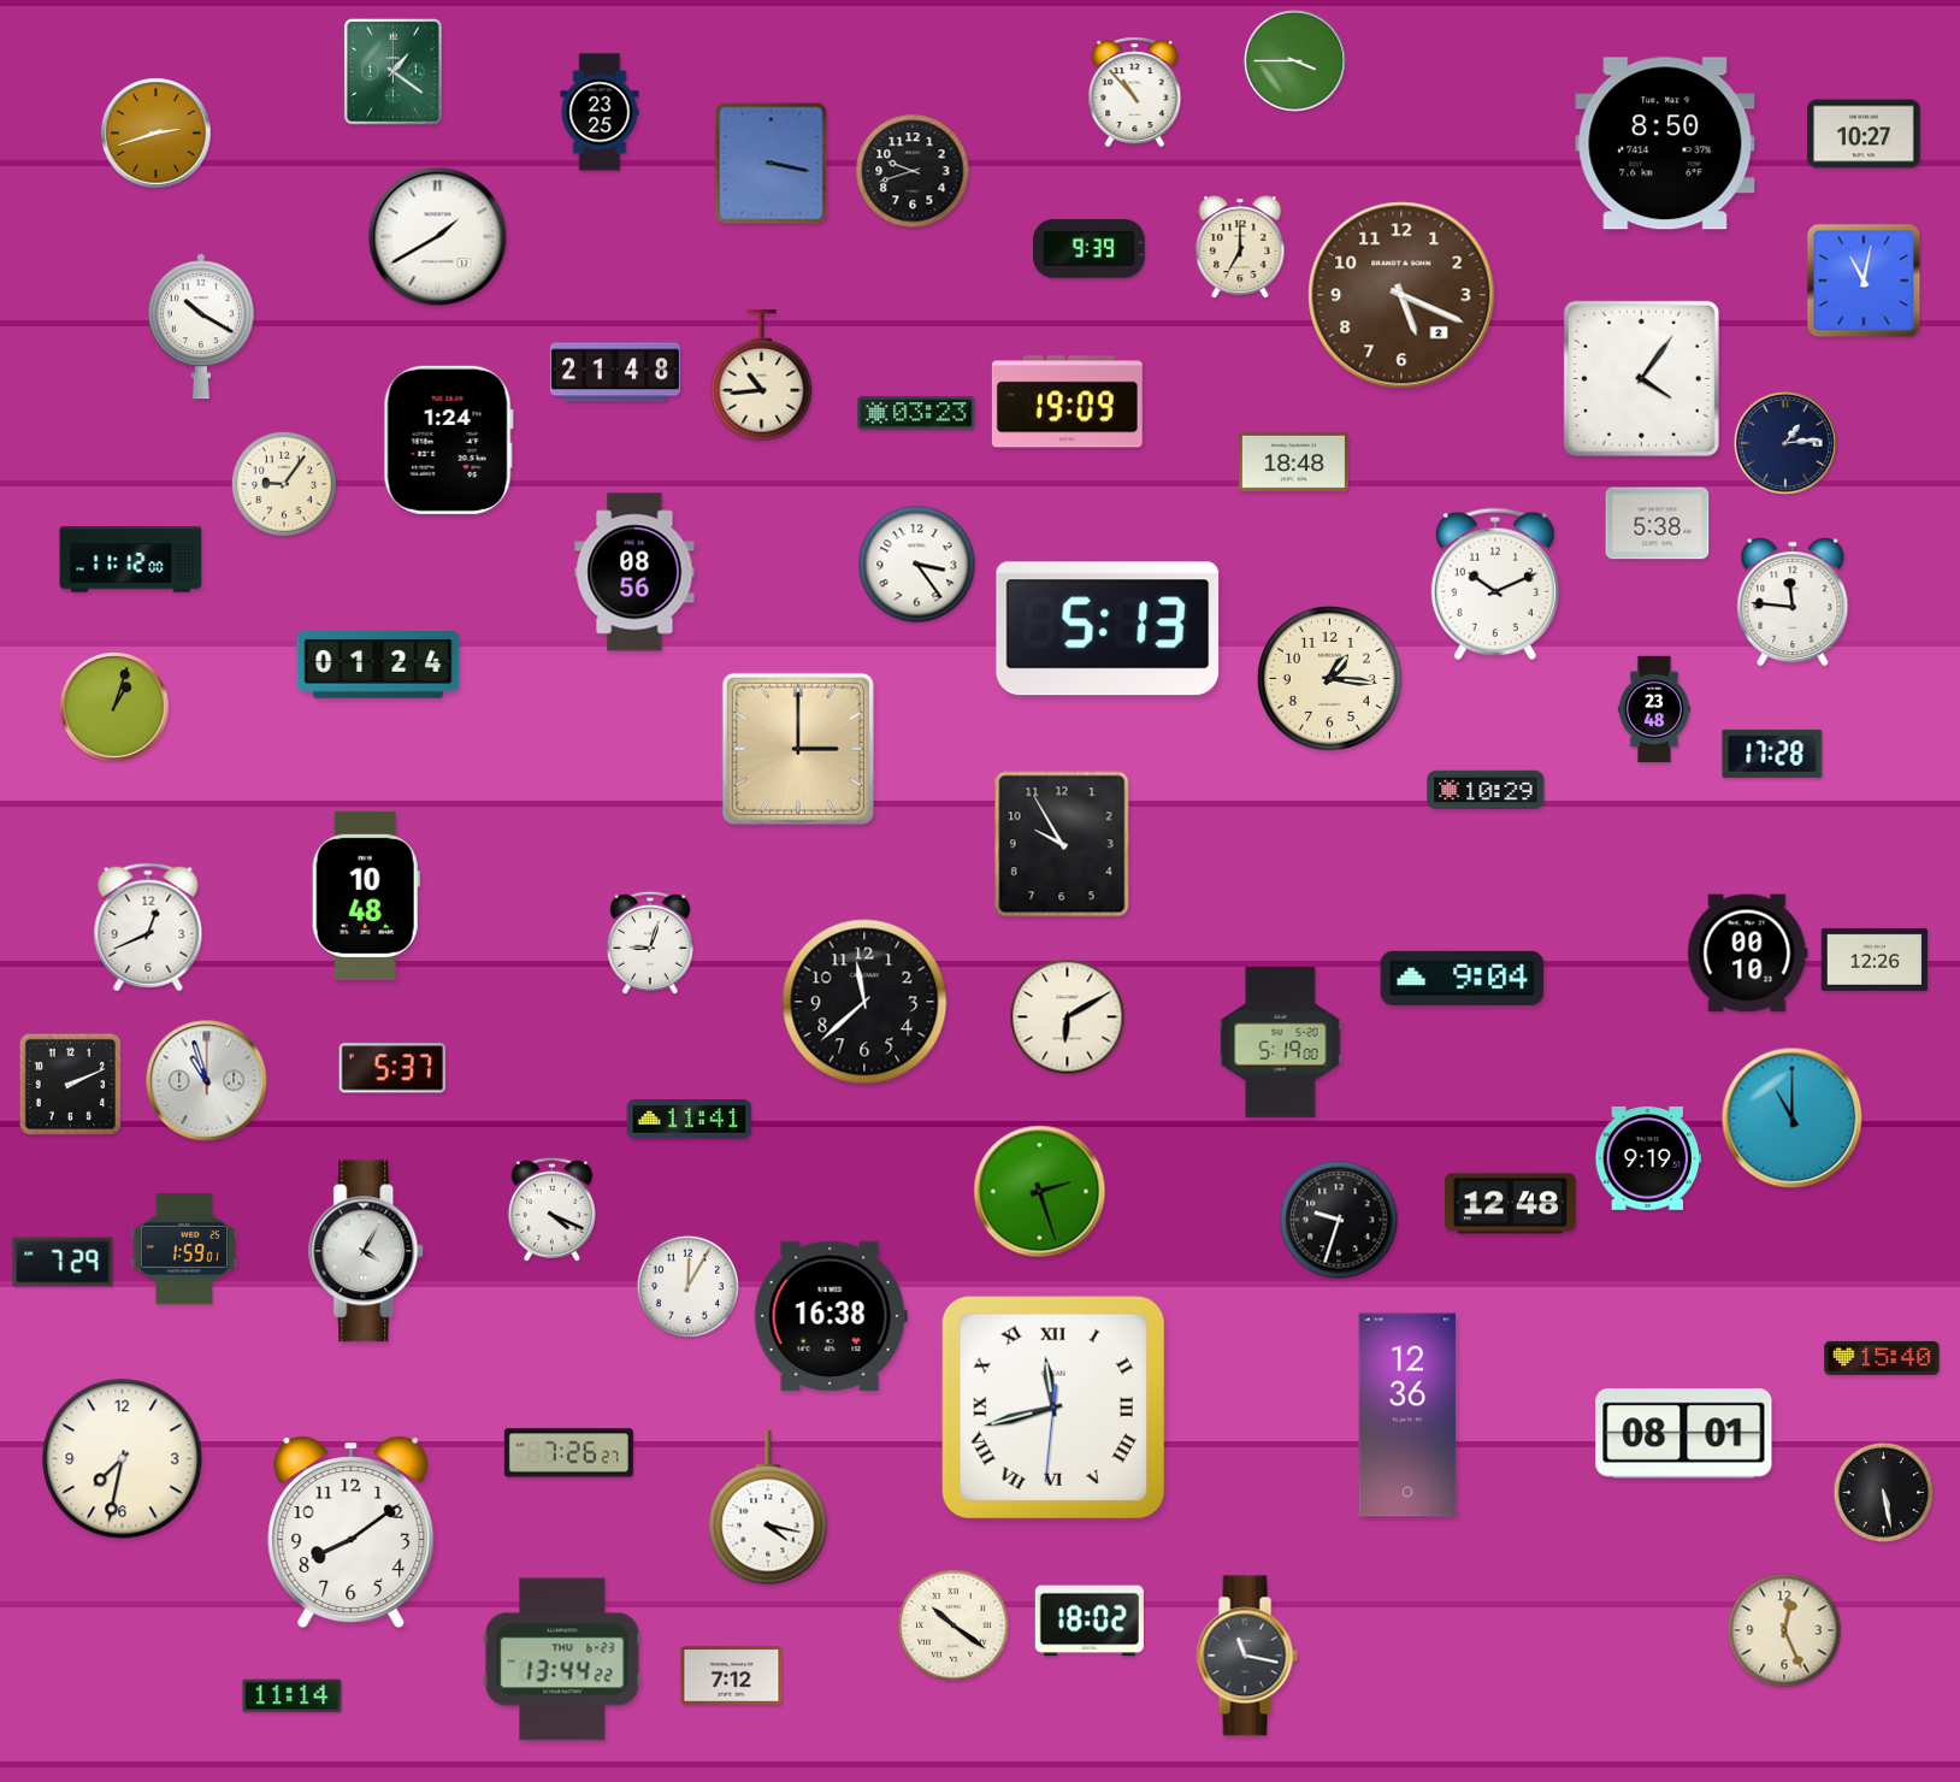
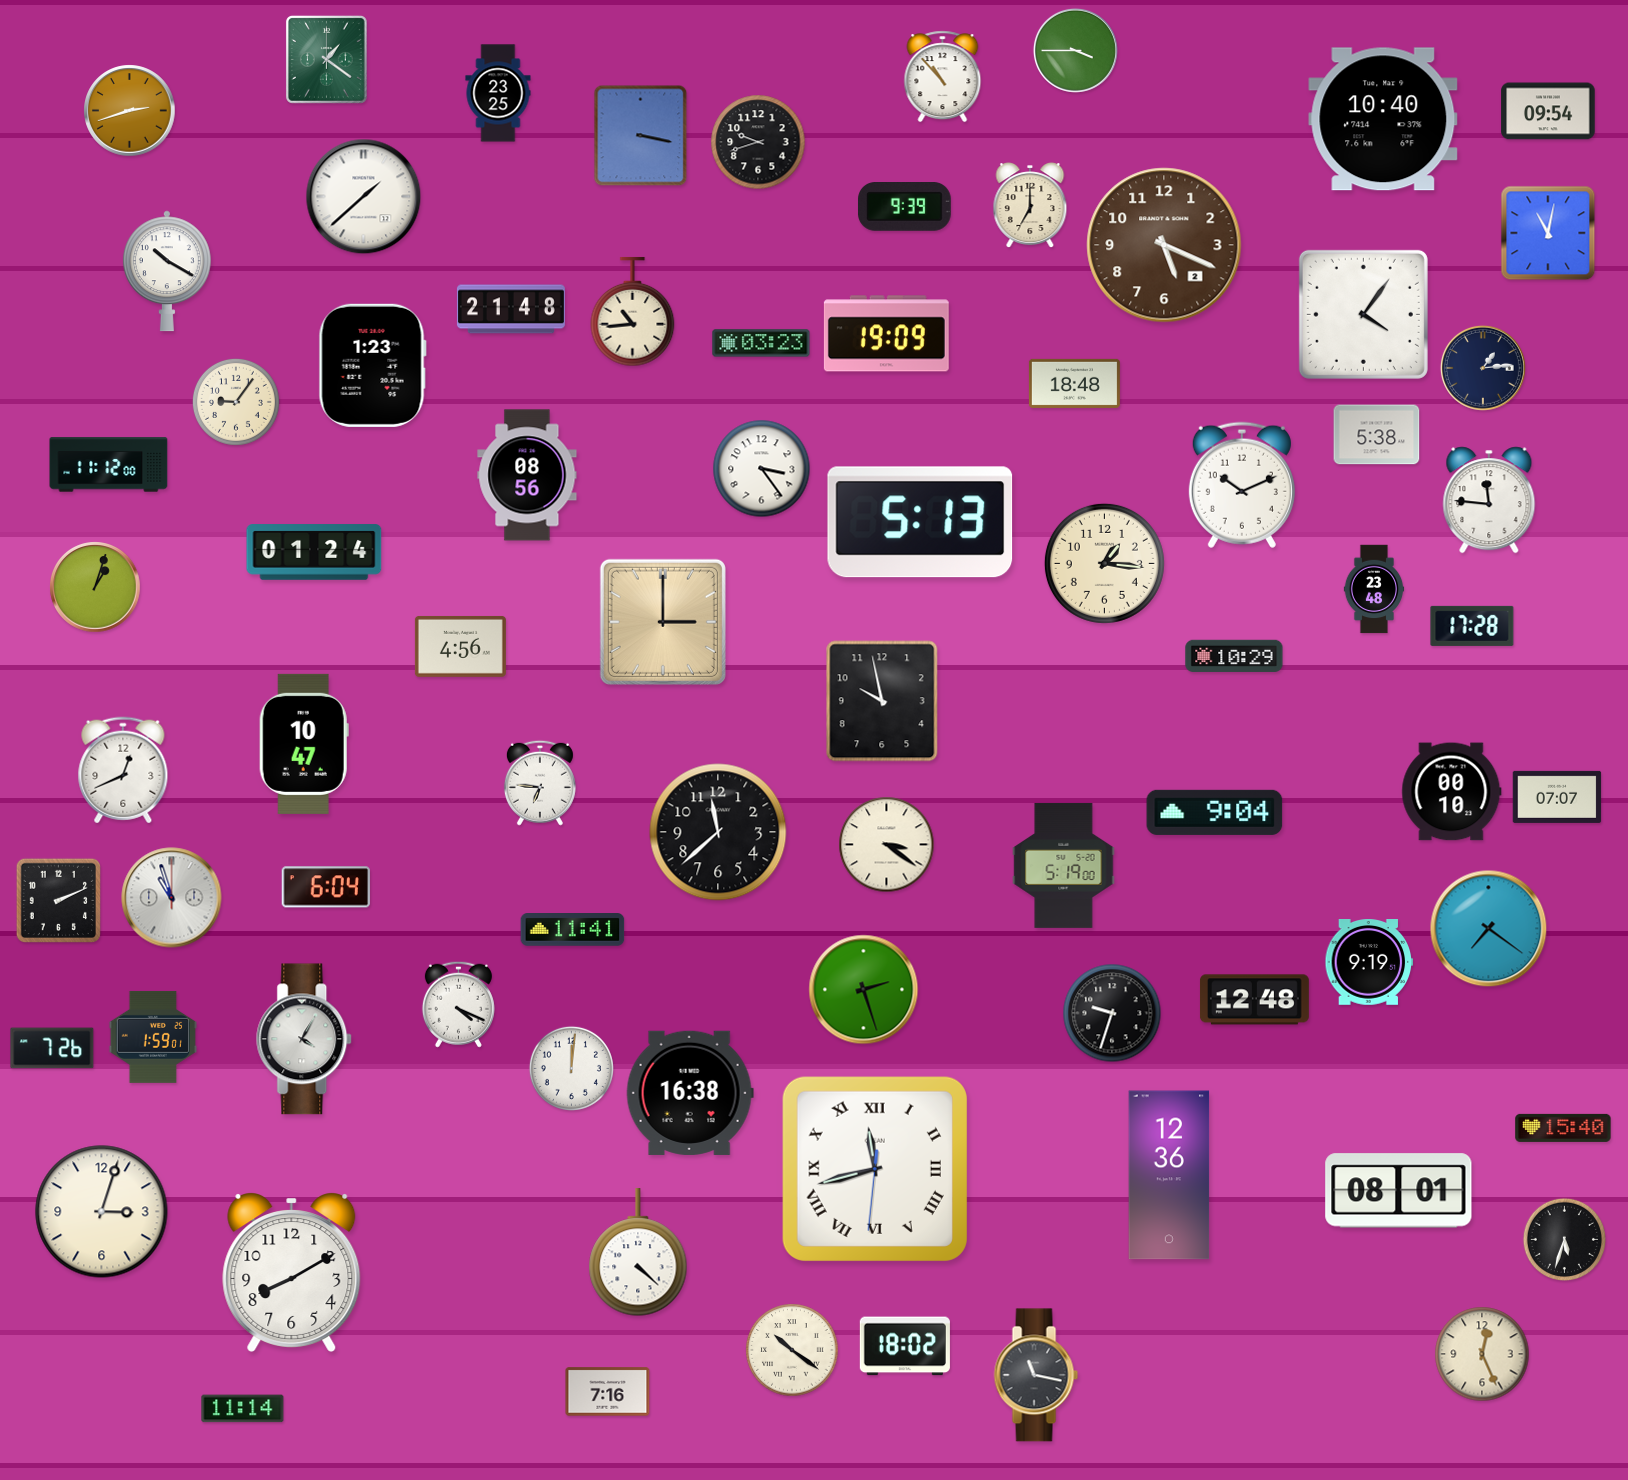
clock at (1864, 134): 10:27 -> 09:54
clock at (1665, 143): 8:50 -> 10:40
clock at (438, 237): 1:40 -> 1:38
clock at (448, 439): 1:24 -> 1:23
clock at (460, 646): none -> 4:56
clock at (1062, 844): 9:55 -> 9:58
clock at (366, 896): 10:48 -> 10:47
clock at (650, 943): 9:03 -> 6:46
clock at (1875, 960): 12:26 -> 07:07
clock at (1068, 1017): 6:10 -> 3:21
clock at (392, 1068): 5:37 -> 6:04
clock at (1793, 1119): 11:00 -> 7:21
clock at (63, 1262): 7:29 -> 7:26
clock at (687, 1286): 12:05 -> 12:01
clock at (568, 1453): 7:26 -> none
clock at (123, 1459): 7:32 -> 3:03
clock at (1883, 1492): 5:28 -> 5:33
clock at (768, 1509): 4:17 -> 4:22
clock at (352, 1532): 8:09 -> 8:10
clock at (562, 1659): 13:44 -> none
clock at (732, 1676): 7:12 -> 7:16
